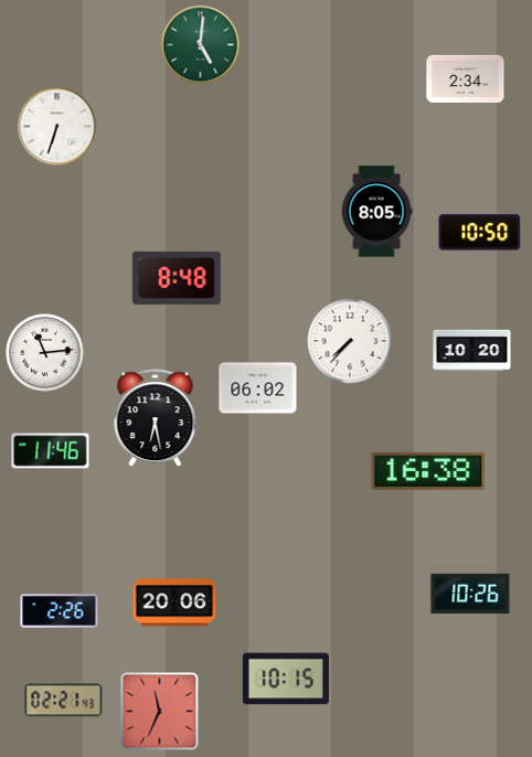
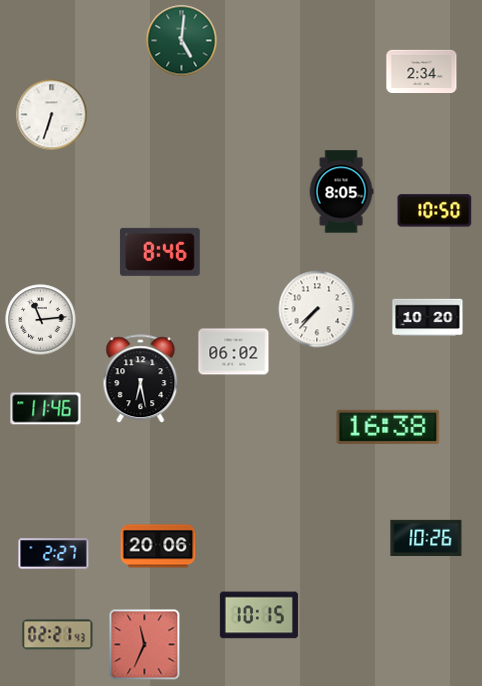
clock at (177, 278): 8:48 -> 8:46
clock at (60, 611): 2:26 -> 2:27
